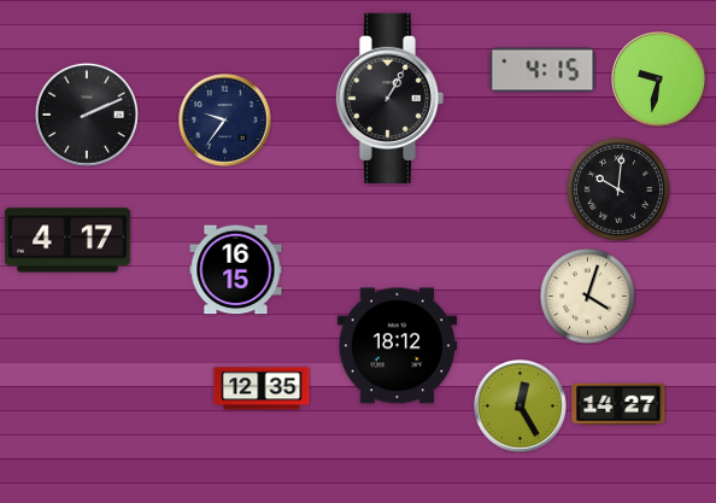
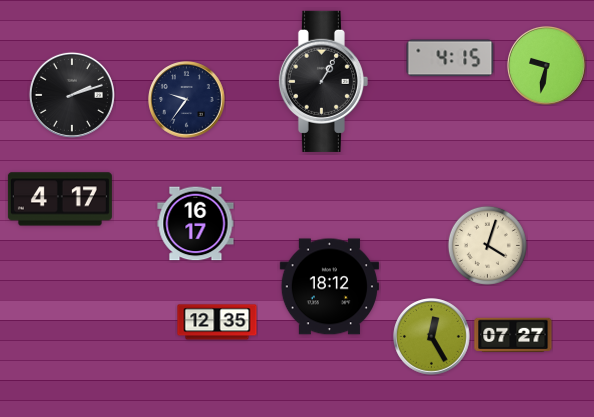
clock at (87, 115): 2:11 -> 2:12
clock at (617, 188): 10:01 -> none
clock at (68, 240) position: (68, 240) -> (60, 199)
clock at (236, 270): 16:15 -> 16:17
clock at (618, 404): 14:27 -> 07:27
